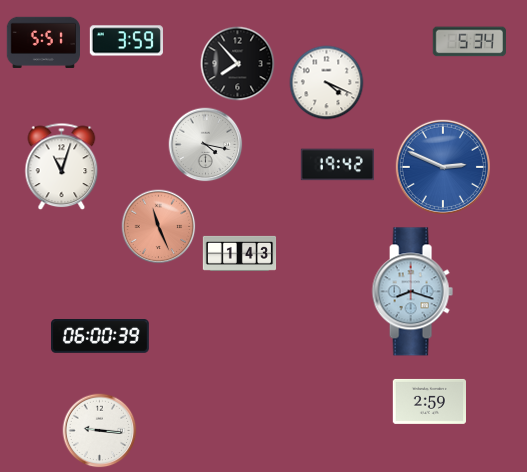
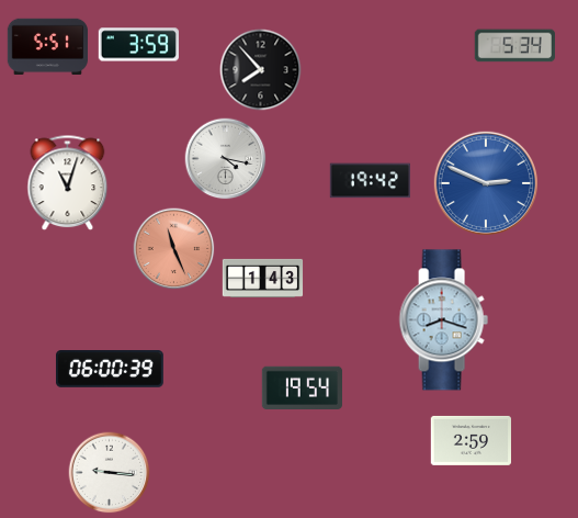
clock at (327, 83): 4:19 -> none
clock at (412, 292) position: (412, 292) -> (443, 320)
clock at (302, 388): none -> 19:54
